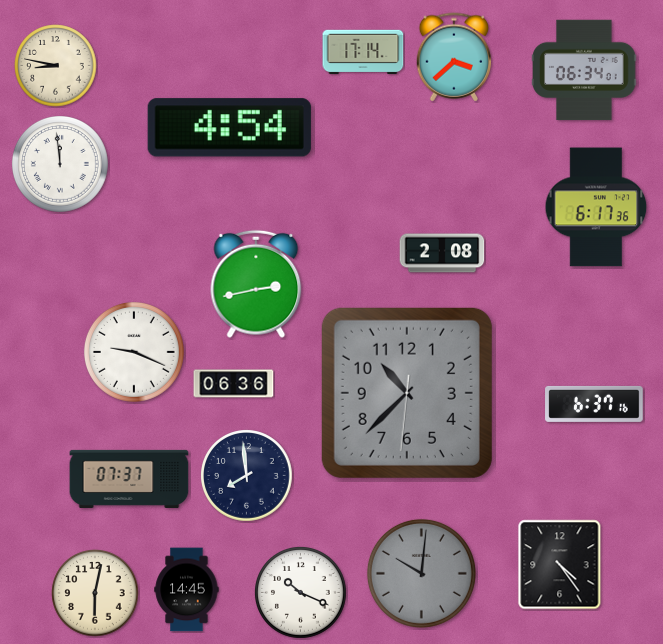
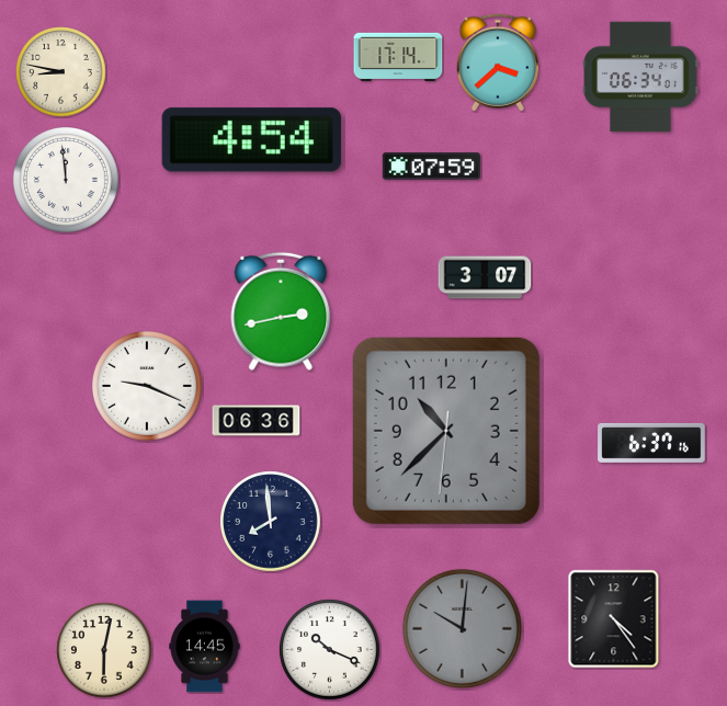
clock at (431, 167): none -> 07:59
clock at (596, 207): 6:17 -> none
clock at (442, 253): 2:08 -> 3:07
clock at (129, 479): 07:37 -> none
